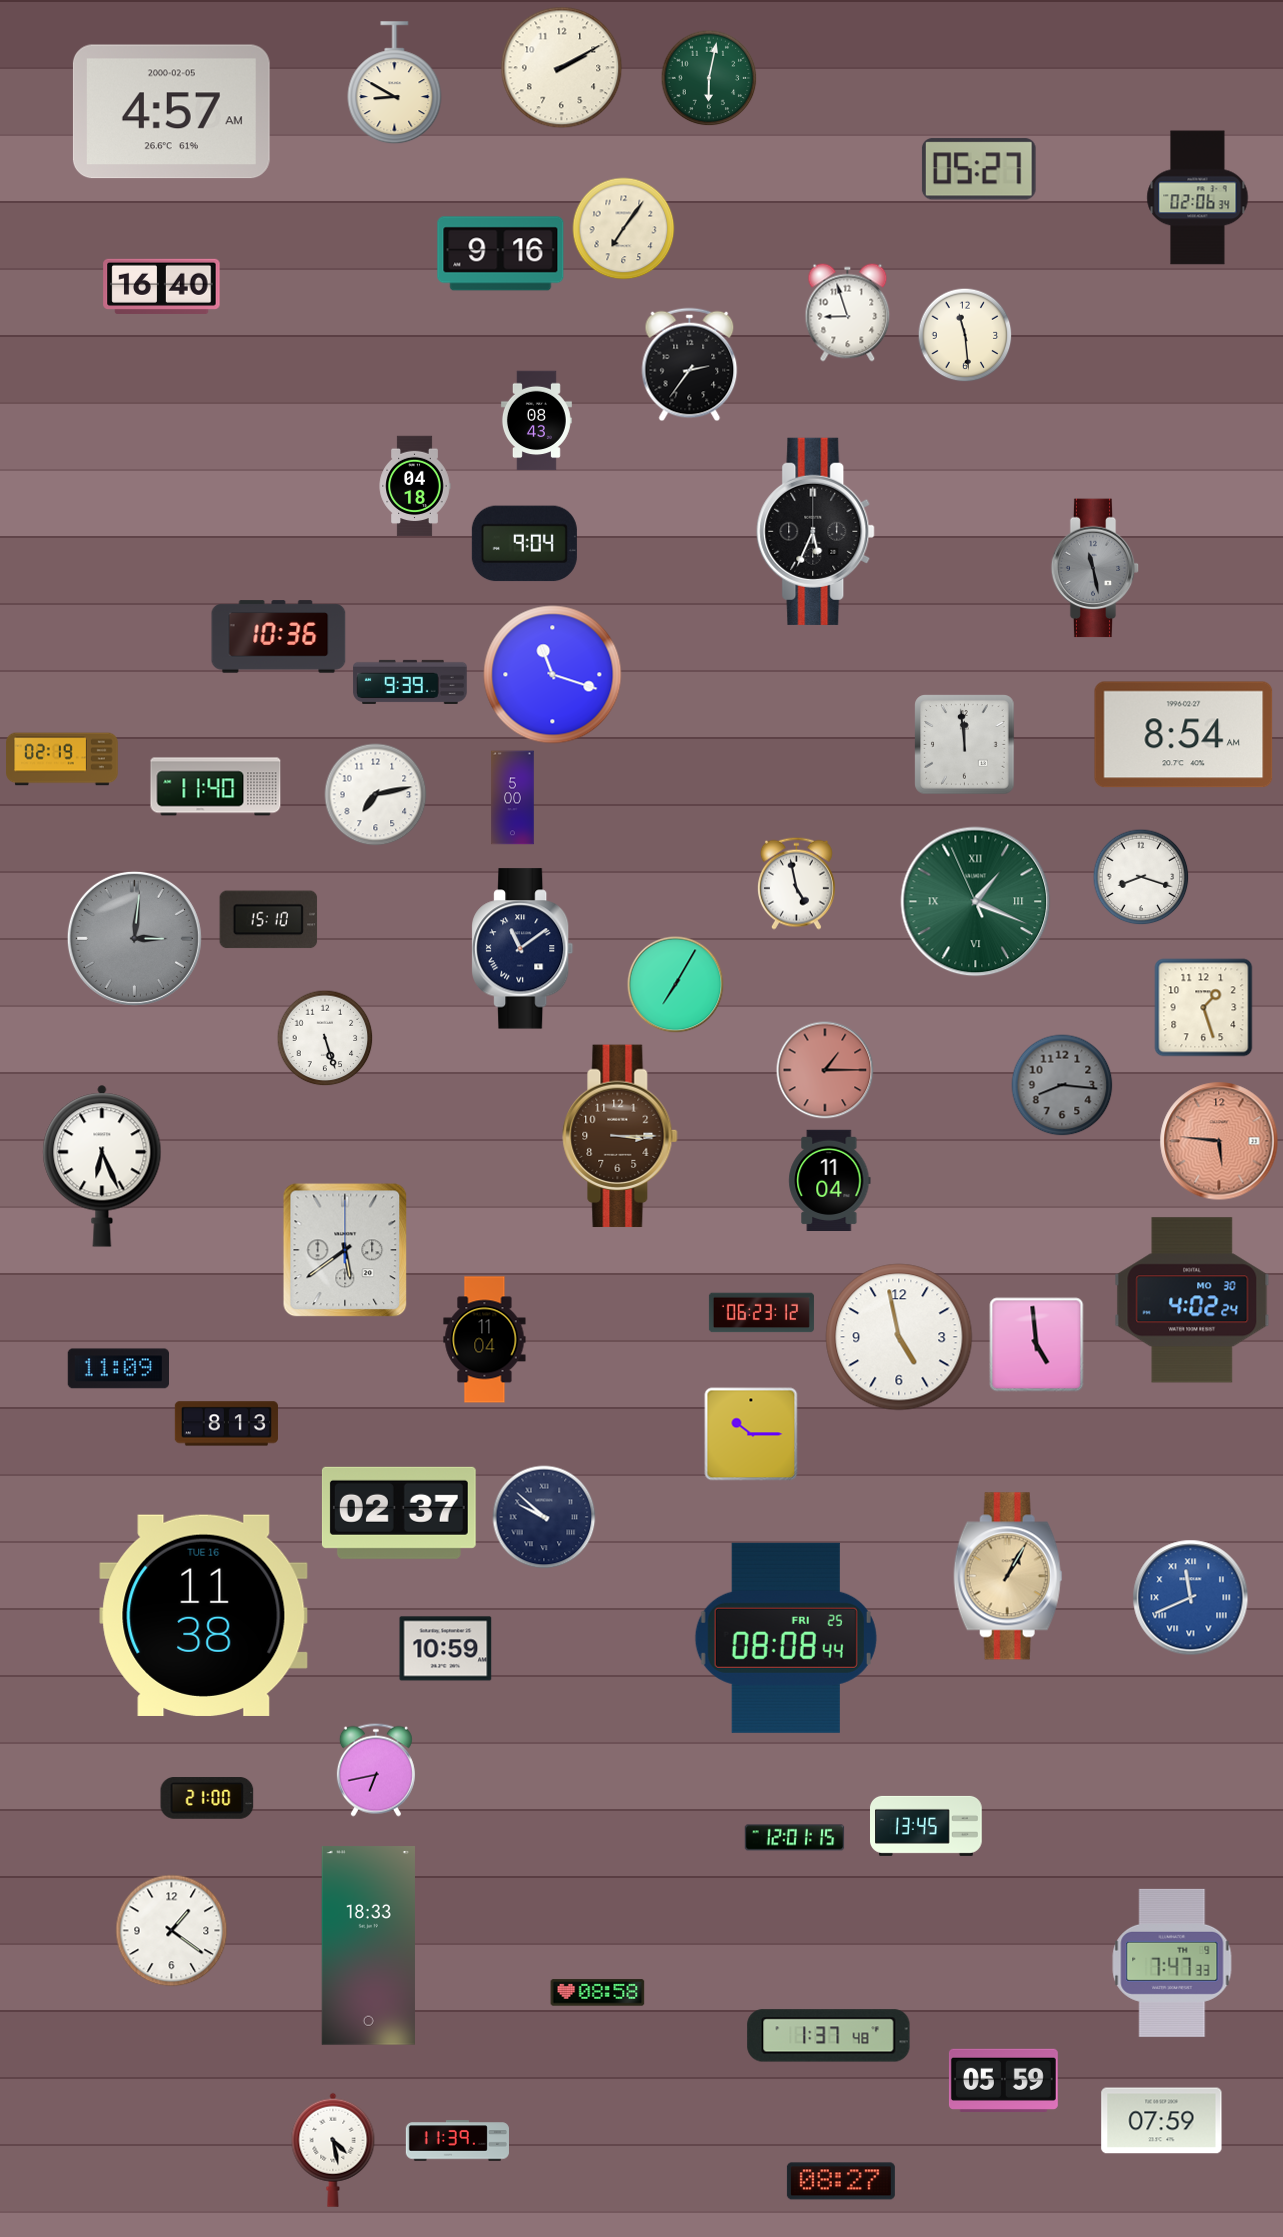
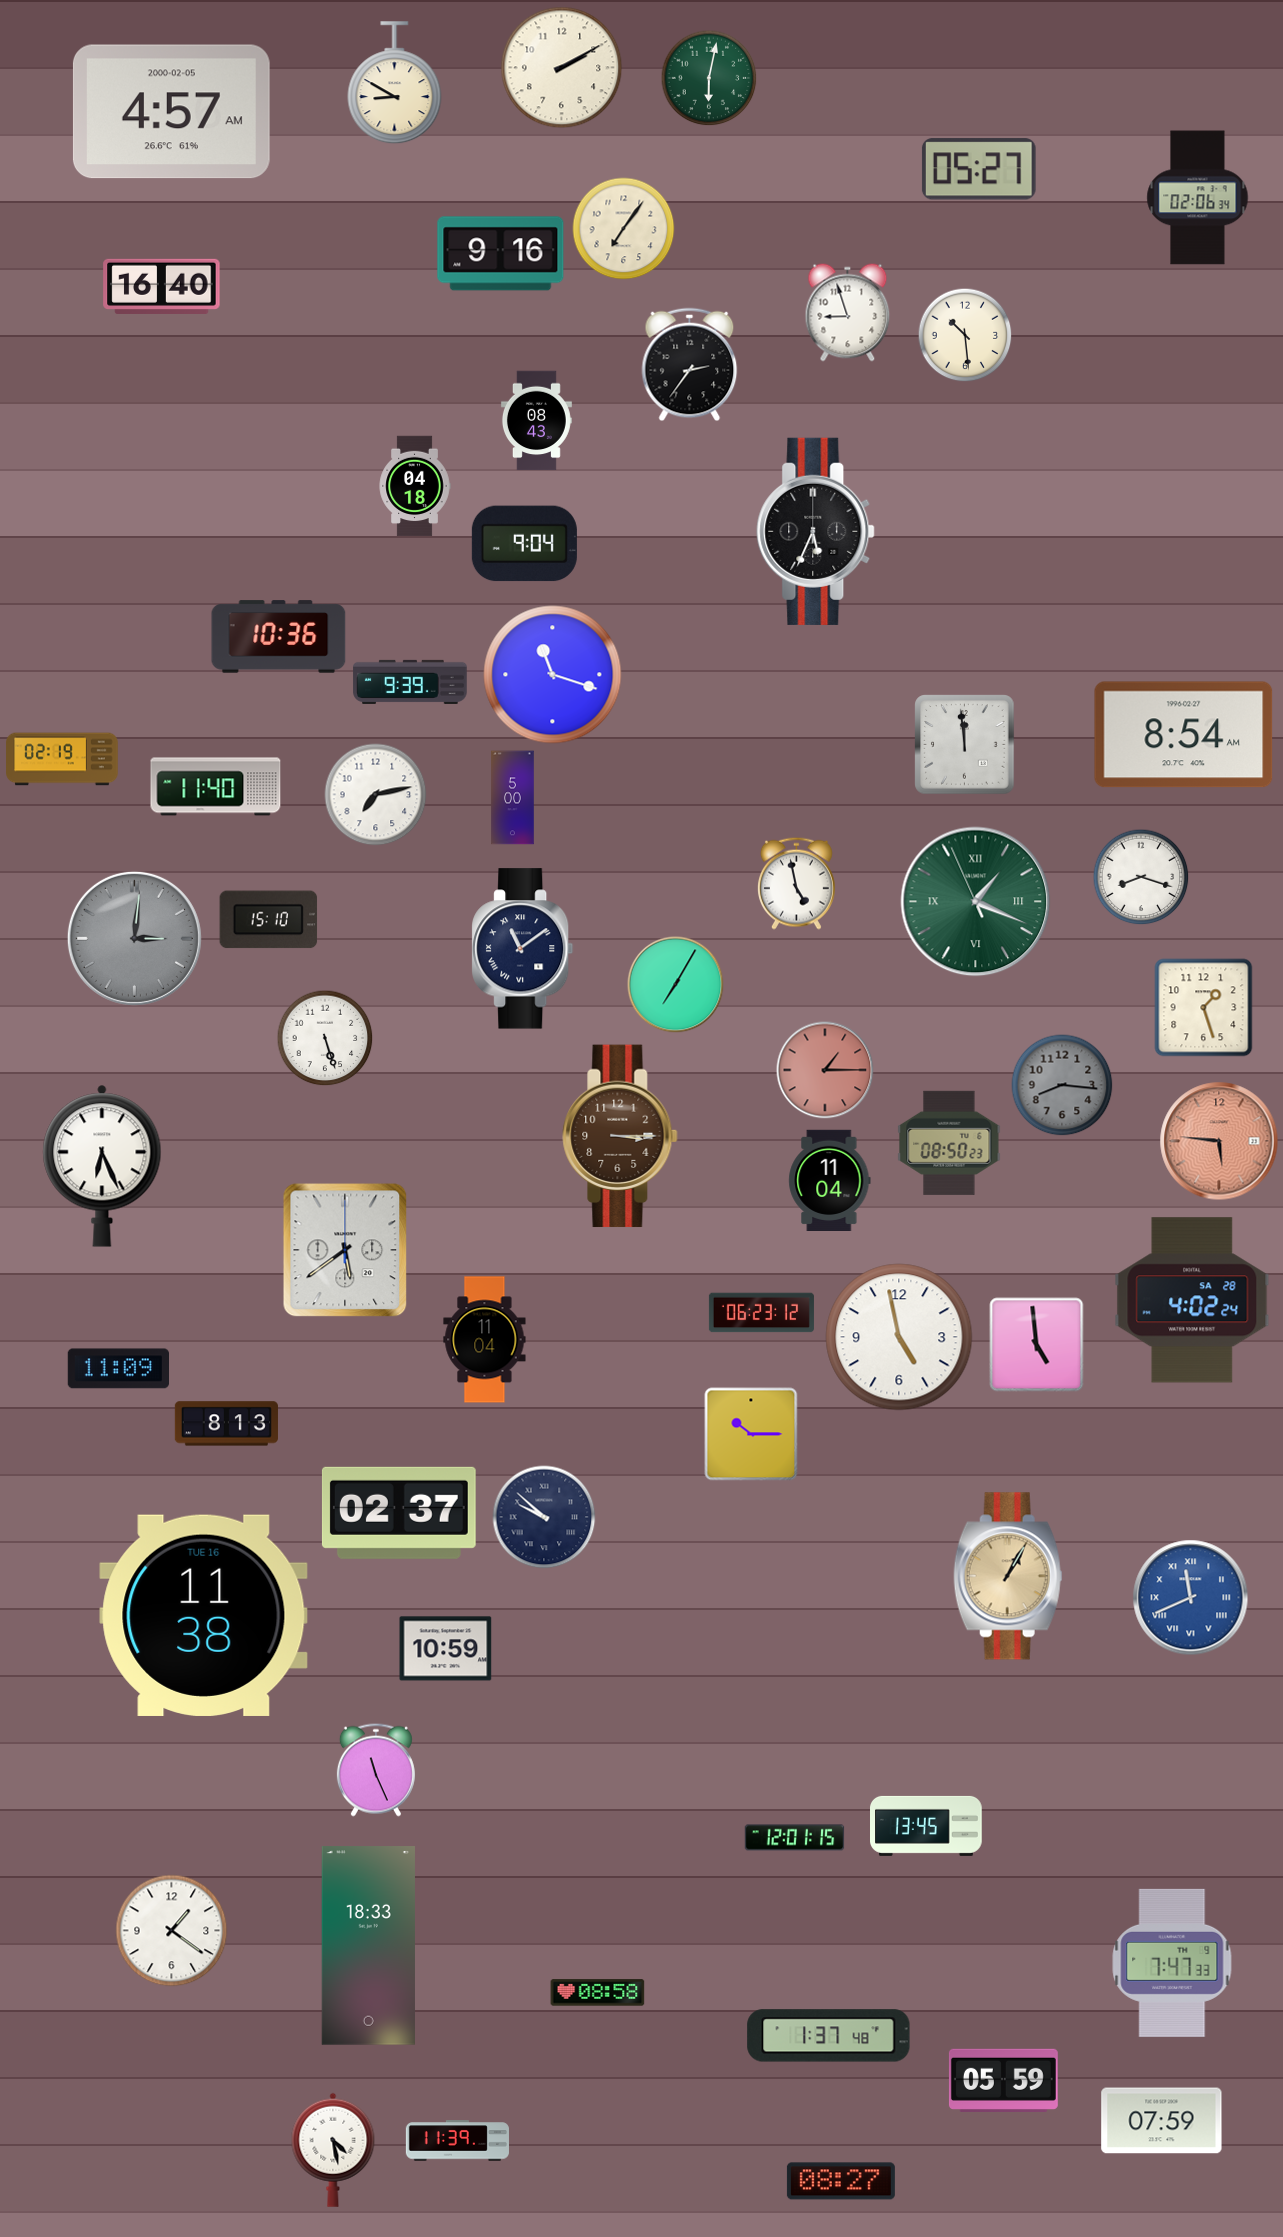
clock at (965, 335): 11:29 -> 10:29
clock at (1095, 568): 11:28 -> none
clock at (949, 1143): none -> 08:50
clock at (1192, 1300) date: MO 30 -> SA 28
clock at (786, 1638): 08:08 -> none
clock at (376, 1770): 6:43 -> 11:26
clock at (207, 1799): 21:00 -> none
